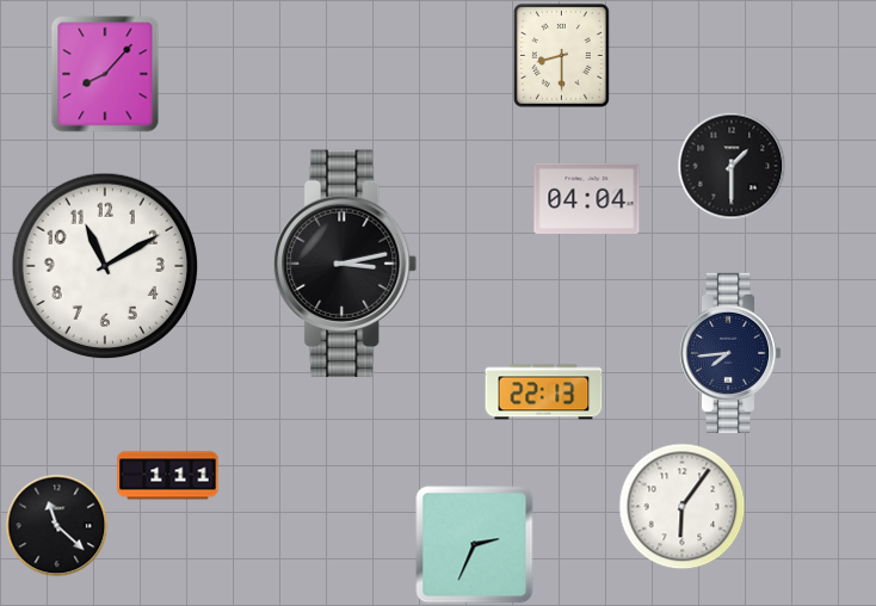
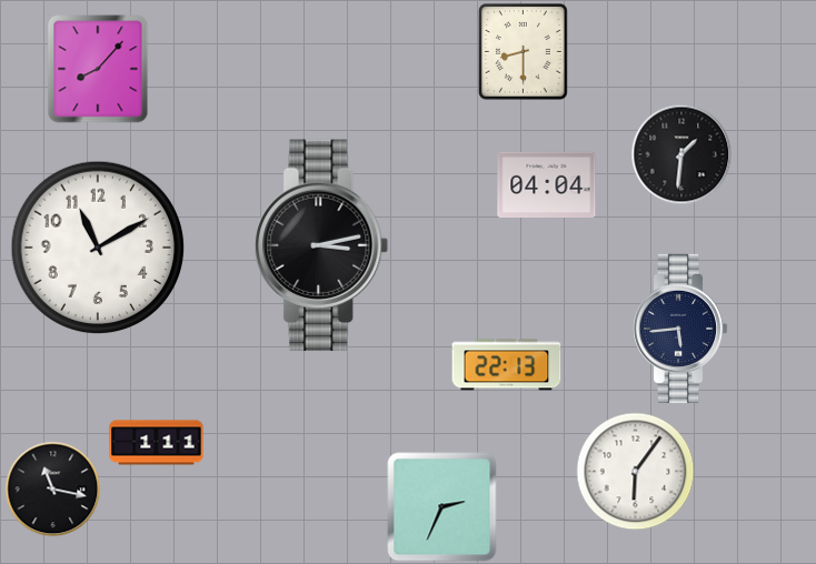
clock at (732, 166): 1:30 -> 1:31
clock at (732, 353): 7:44 -> 5:44
clock at (57, 526): 11:22 -> 11:17
